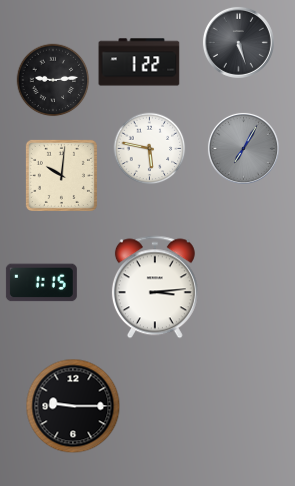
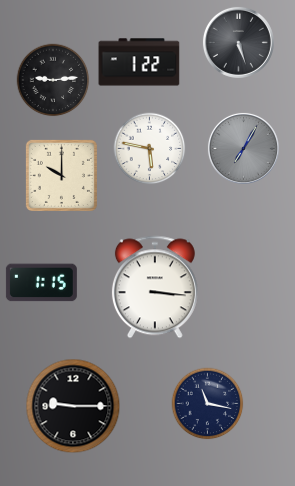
clock at (61, 175): 10:01 -> 10:00
clock at (155, 287): 3:14 -> 3:16
clock at (208, 404): none -> 11:17
